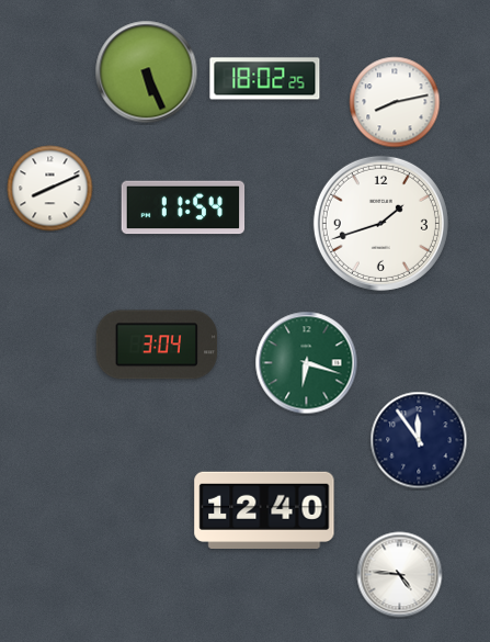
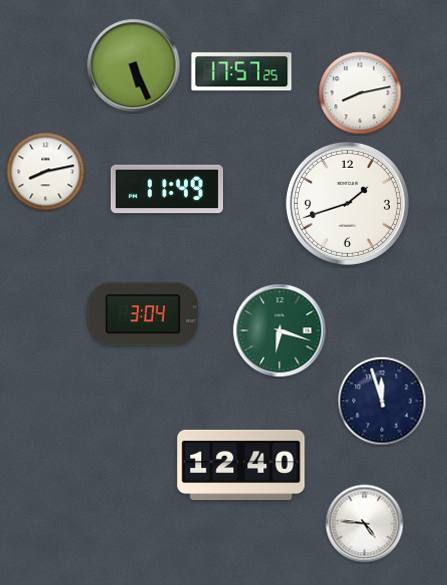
clock at (265, 79): 18:02 -> 17:57
clock at (50, 189): 8:11 -> 8:13
clock at (183, 207): 11:54 -> 11:49
clock at (419, 440): 11:54 -> 11:57
